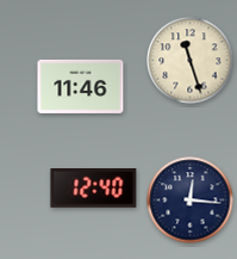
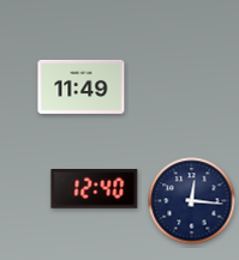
clock at (191, 61): 11:27 -> none
clock at (81, 86): 11:46 -> 11:49
